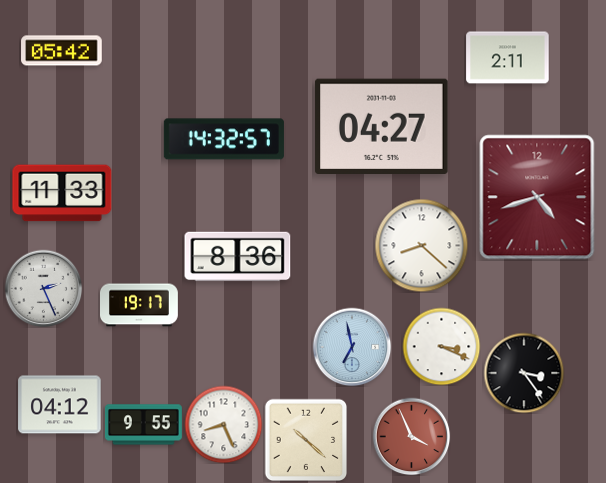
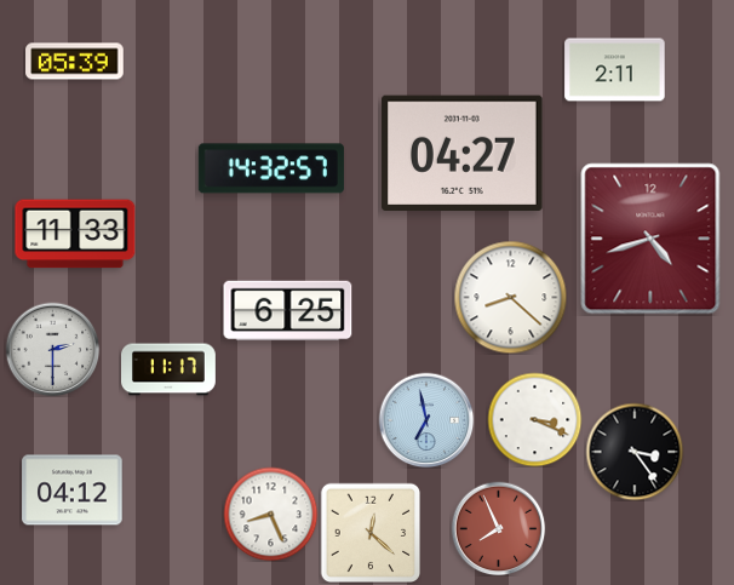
clock at (62, 51): 05:42 -> 05:39
clock at (238, 257): 8:36 -> 6:25
clock at (43, 288): 2:26 -> 2:30
clock at (140, 305): 19:17 -> 11:17
clock at (143, 425): 9:55 -> none
clock at (411, 436): 3:56 -> 7:56
clock at (306, 440): 10:22 -> 12:22
